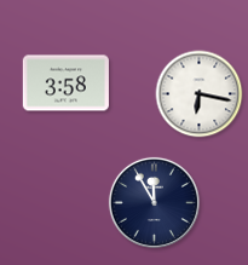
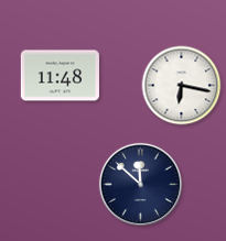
clock at (65, 83): 3:58 -> 11:48
clock at (154, 202): 11:55 -> 11:52
